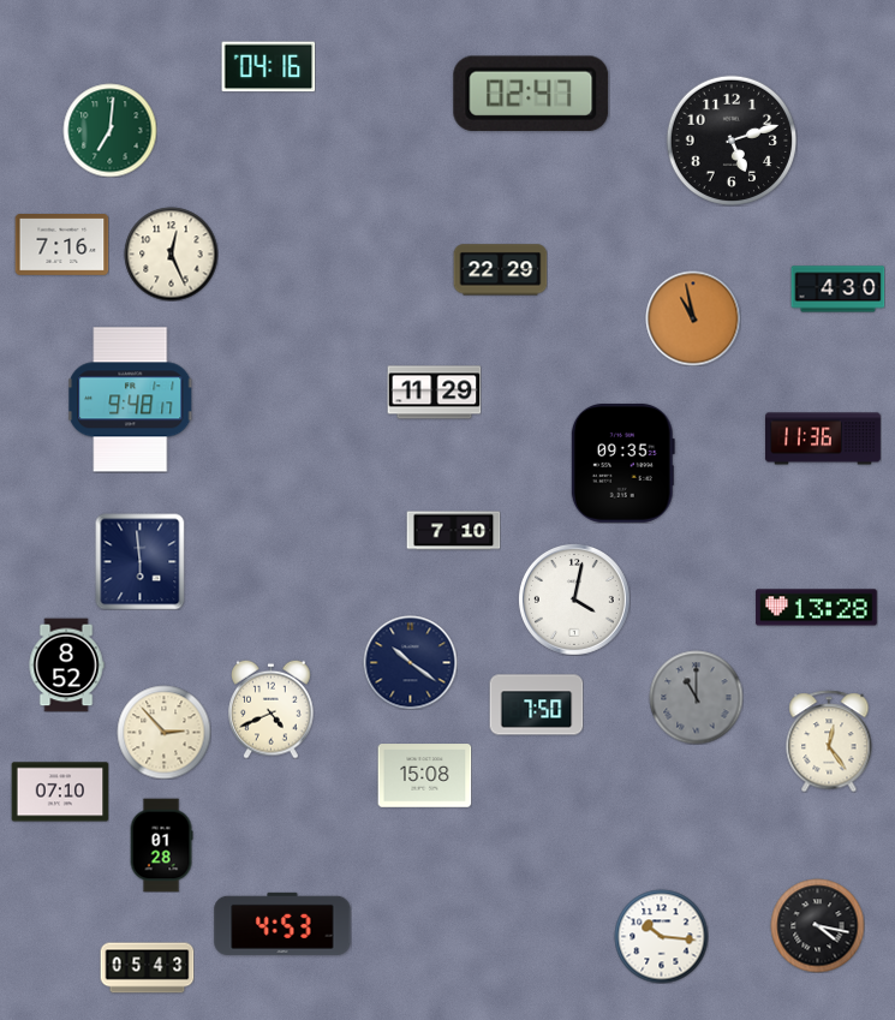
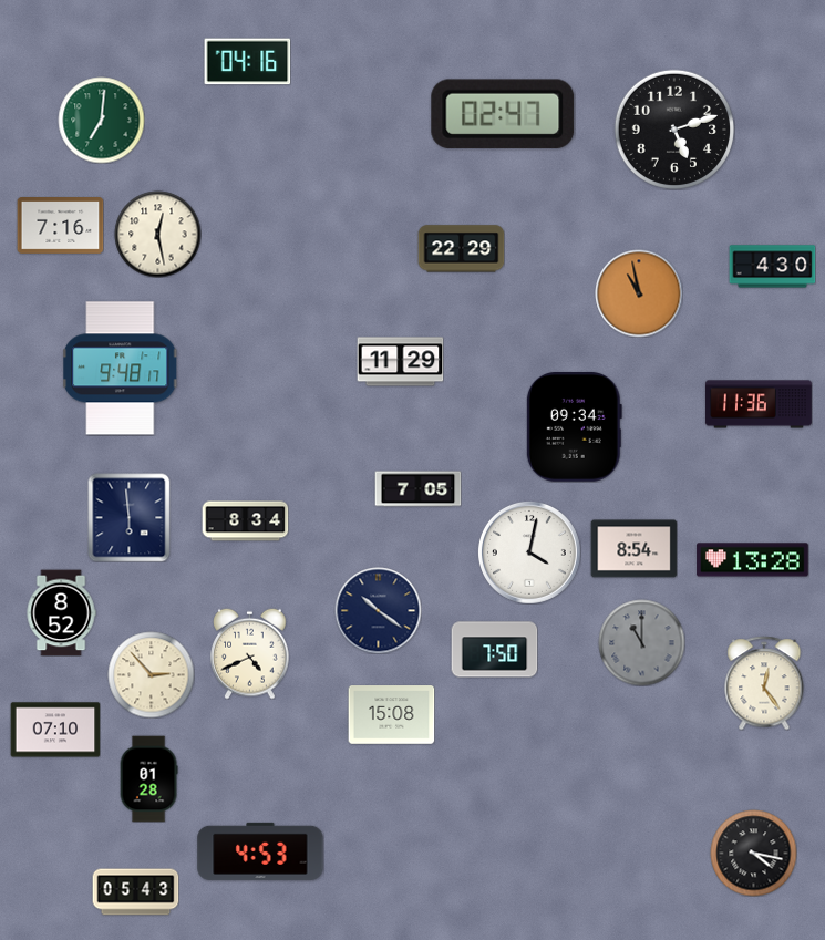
clock at (531, 94) position: (531, 94) -> (503, 114)
clock at (61, 245) position: (61, 245) -> (60, 226)
clock at (171, 253): 12:26 -> 12:28
clock at (622, 463): 09:35 -> 09:34
clock at (453, 531): 7:10 -> 7:05
clock at (245, 521): none -> 8:34
clock at (633, 549): none -> 8:54
clock at (661, 936): 10:16 -> none
